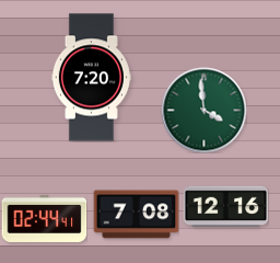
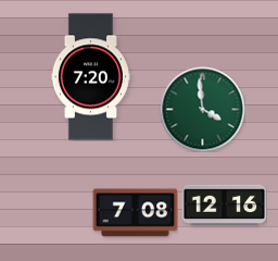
clock at (44, 218): 02:44 -> none
